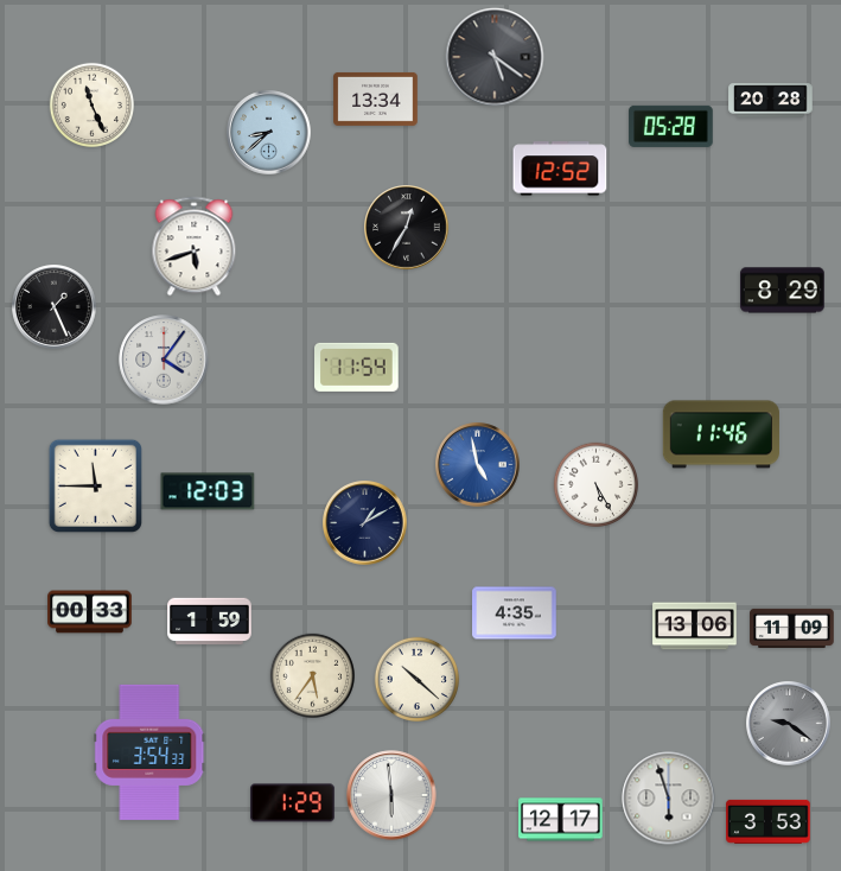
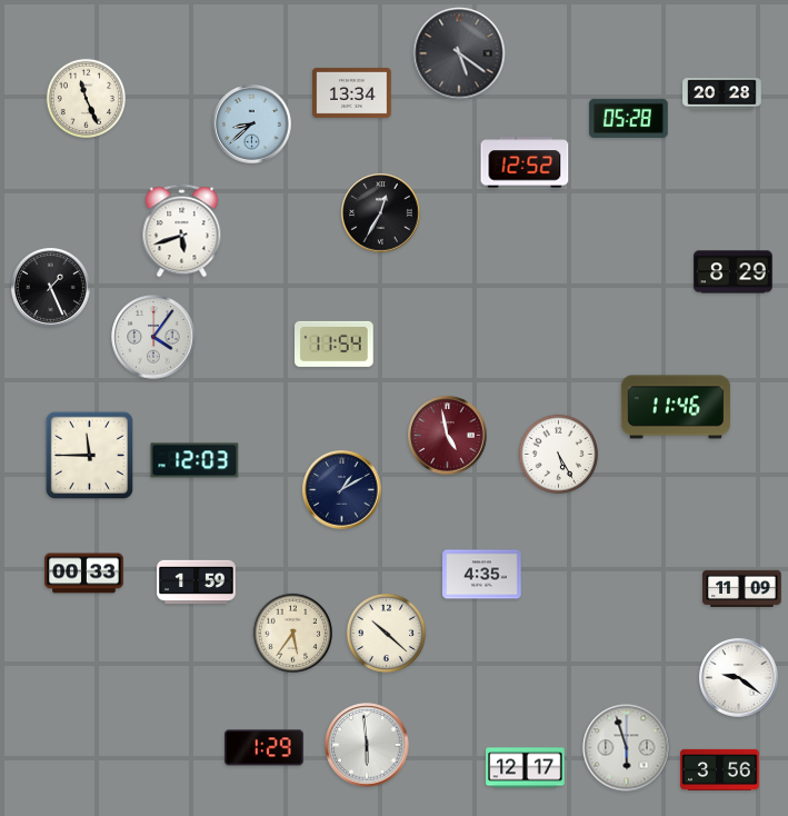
clock at (495, 57) position: (495, 57) -> (459, 53)
clock at (560, 169) position: (560, 169) -> (525, 162)
clock at (478, 465) dial: blue -> burgundy
clock at (695, 627): 13:06 -> none
clock at (416, 679) position: (416, 679) -> (386, 633)
clock at (789, 724) dial: grey -> white
clock at (149, 752): 3:54 -> none
clock at (293, 803) position: (293, 803) -> (265, 748)
clock at (769, 821): 3:53 -> 3:56
